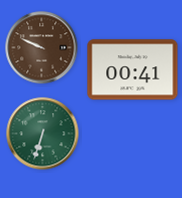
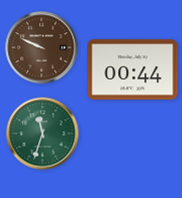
clock at (133, 70): 00:41 -> 00:44
clock at (43, 134): 6:33 -> 11:33
